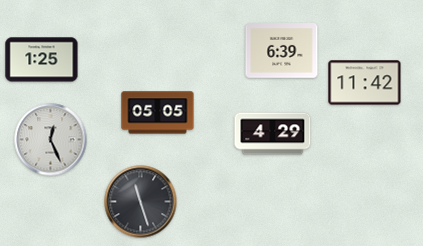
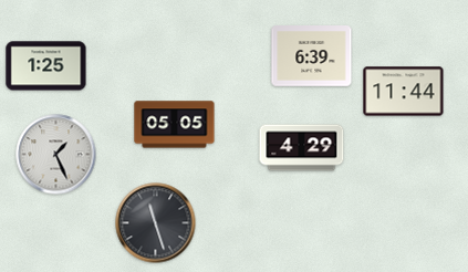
clock at (365, 83): 11:42 -> 11:44
clock at (51, 140): 12:26 -> 1:26
